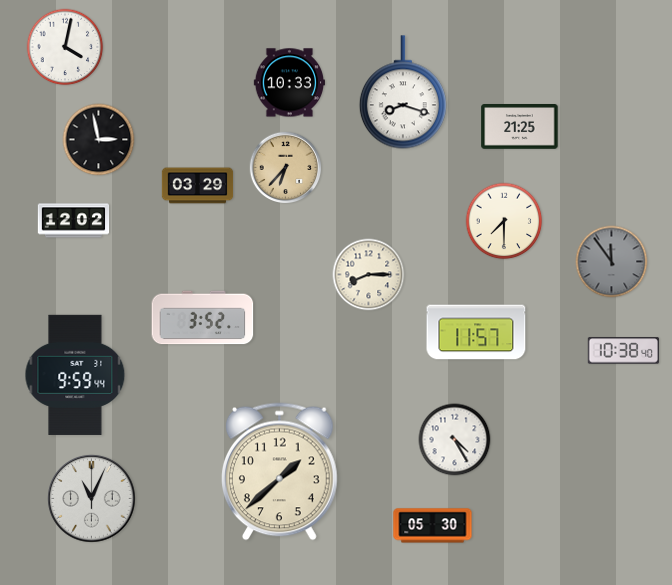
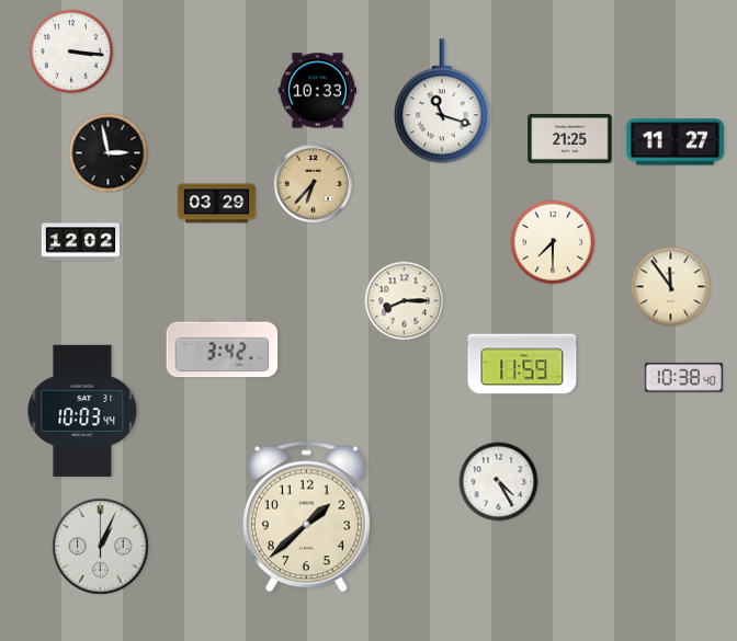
clock at (65, 47): 4:02 -> 3:16
clock at (403, 92): 8:18 -> 11:18
clock at (674, 142): none -> 11:27
clock at (612, 262) dial: grey -> cream
clock at (203, 318): 3:52 -> 3:42
clock at (476, 332): 11:57 -> 11:59
clock at (623, 351) position: (623, 351) -> (683, 378)
clock at (75, 375): 9:59 -> 10:03
clock at (92, 499): 11:04 -> 1:04
clock at (433, 526): 05:30 -> none
